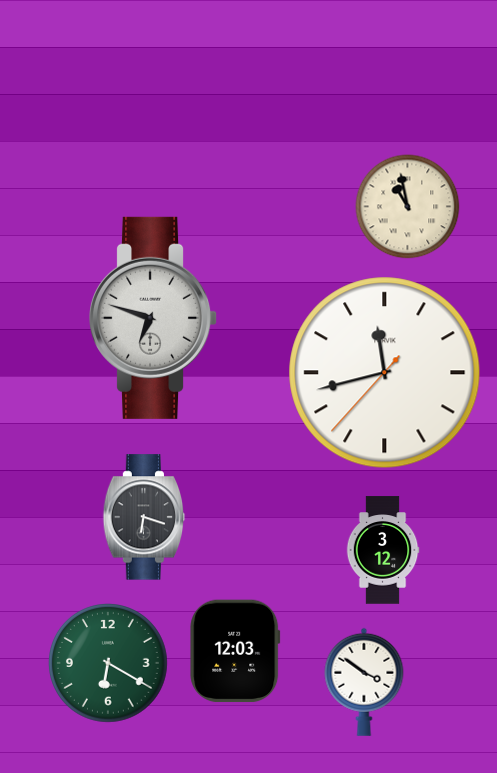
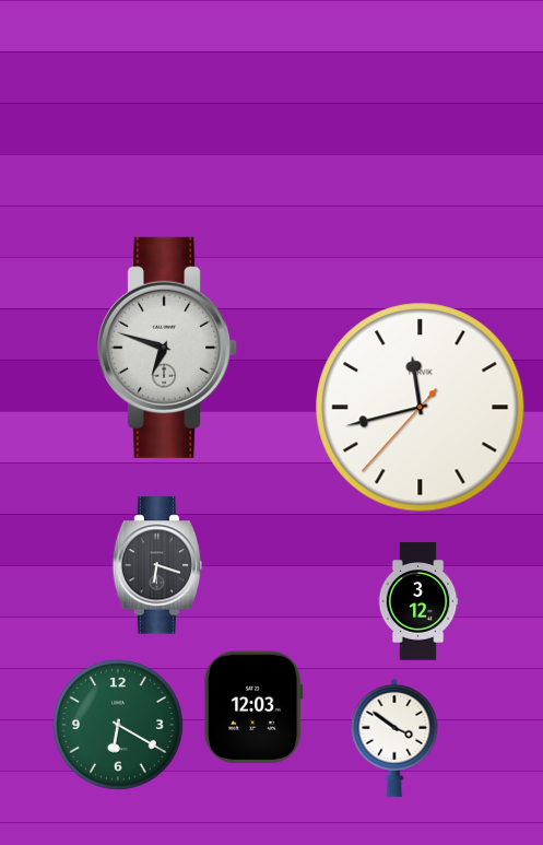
clock at (408, 207): 10:58 -> none
clock at (235, 651) position: (235, 651) -> (253, 707)
clock at (364, 682) position: (364, 682) -> (394, 738)
